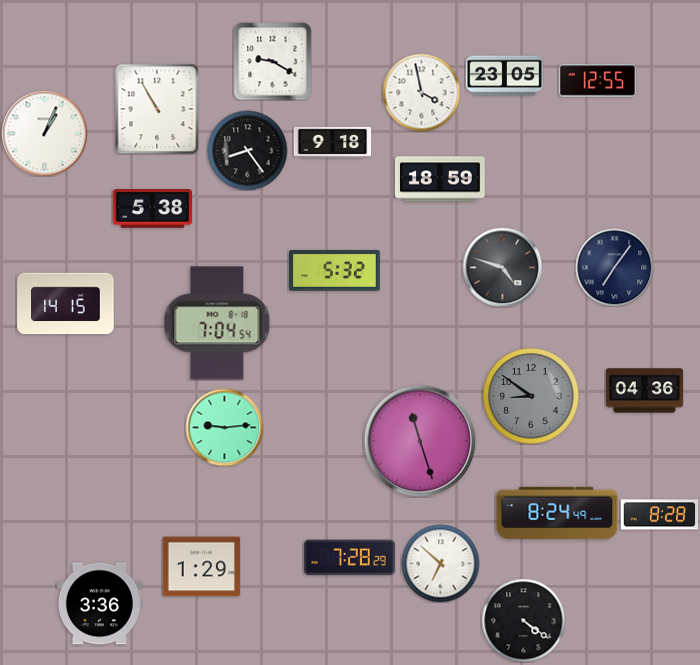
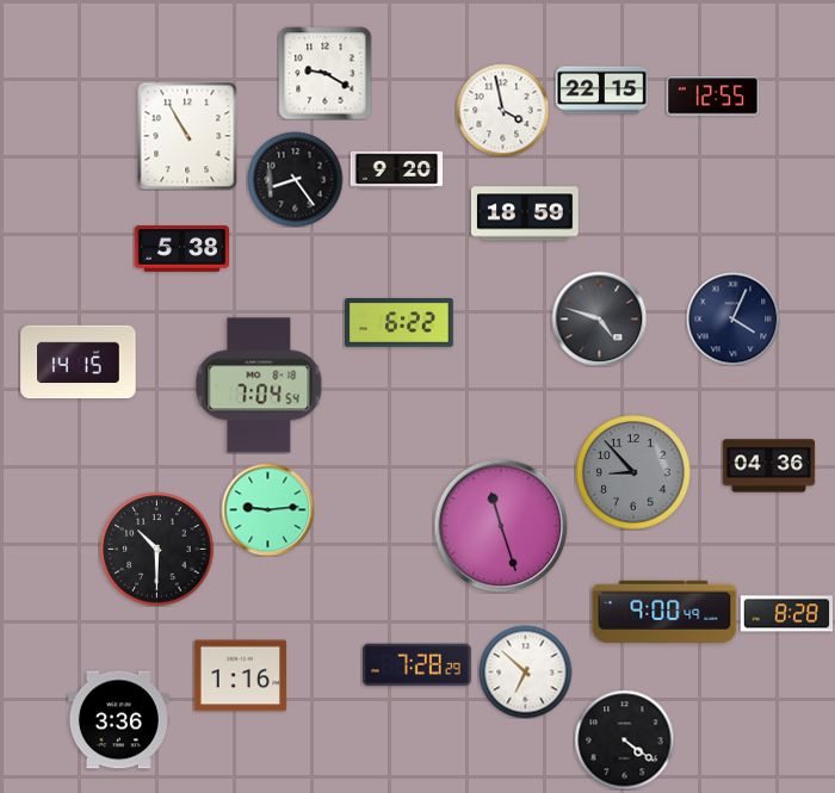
clock at (504, 76): 23:05 -> 22:15
clock at (157, 109) position: (157, 109) -> (187, 136)
clock at (44, 133): 1:04 -> none
clock at (332, 142): 9:18 -> 9:20
clock at (614, 267): 7:06 -> 4:04
clock at (335, 271): 5:32 -> 6:22
clock at (531, 396): 8:51 -> 8:53
clock at (156, 549): none -> 10:30
clock at (557, 513): 8:24 -> 9:00
clock at (201, 567): 1:29 -> 1:16
